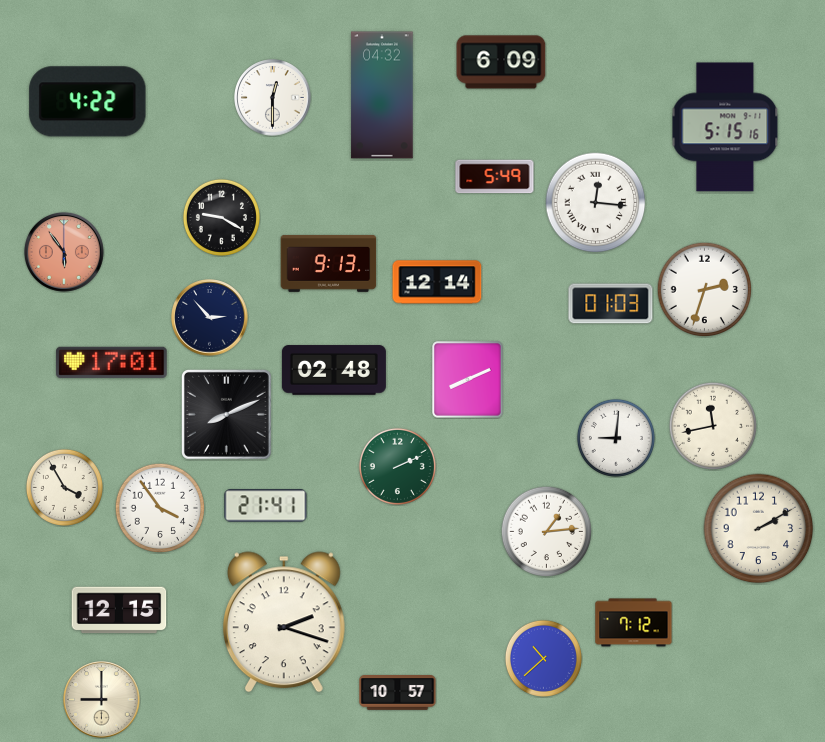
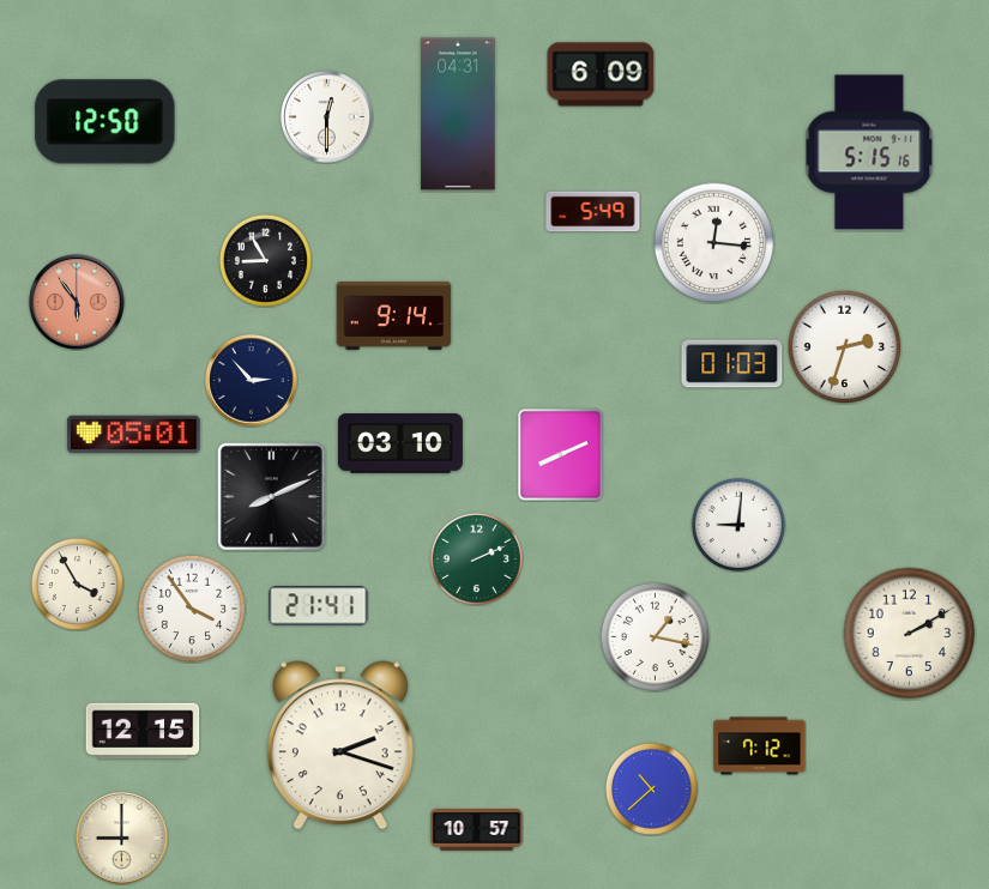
clock at (382, 95): 04:32 -> 04:31
clock at (88, 102): 4:22 -> 12:50
clock at (221, 217): 9:20 -> 8:55
clock at (329, 263): 9:13 -> 9:14
clock at (437, 282): 12:14 -> none
clock at (112, 362): 17:01 -> 05:01
clock at (334, 370): 02:48 -> 03:10
clock at (712, 425): 11:43 -> none
clock at (546, 531): 1:14 -> 1:17
